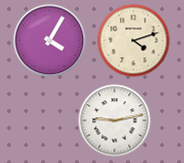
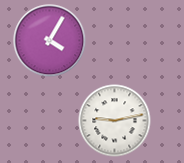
clock at (134, 41): 4:12 -> none
